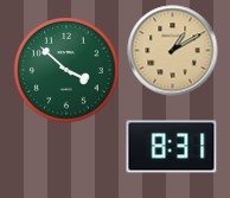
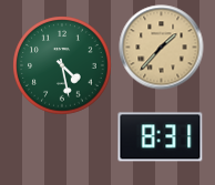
clock at (173, 51): 1:10 -> 1:37
clock at (66, 70): 3:52 -> 4:28
